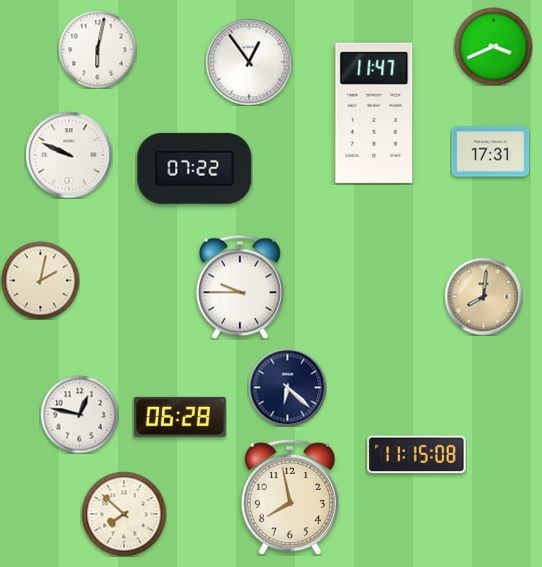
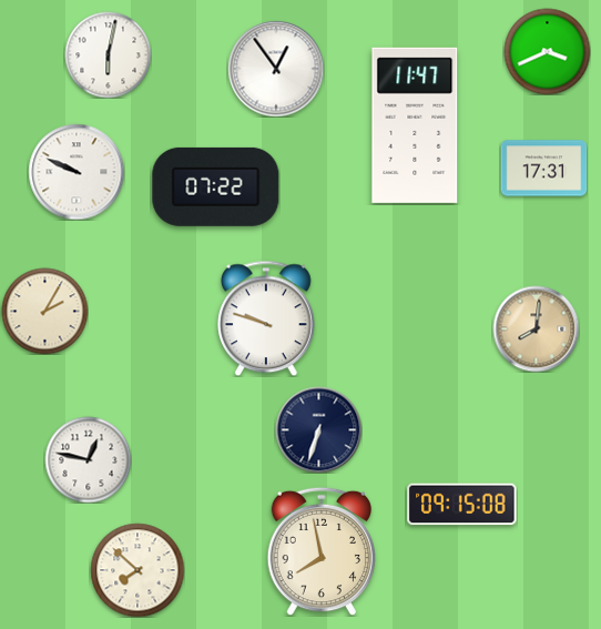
clock at (40, 280): 2:02 -> 2:05
clock at (241, 287): 9:45 -> 9:48
clock at (287, 387): 6:22 -> 6:33
clock at (180, 417): 06:28 -> none
clock at (417, 455): 11:15 -> 09:15
